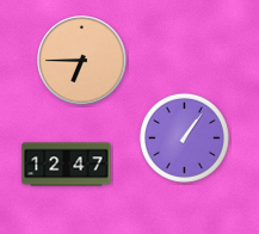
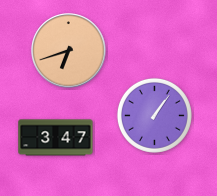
clock at (82, 61): 6:45 -> 6:42
clock at (67, 165): 12:47 -> 3:47
